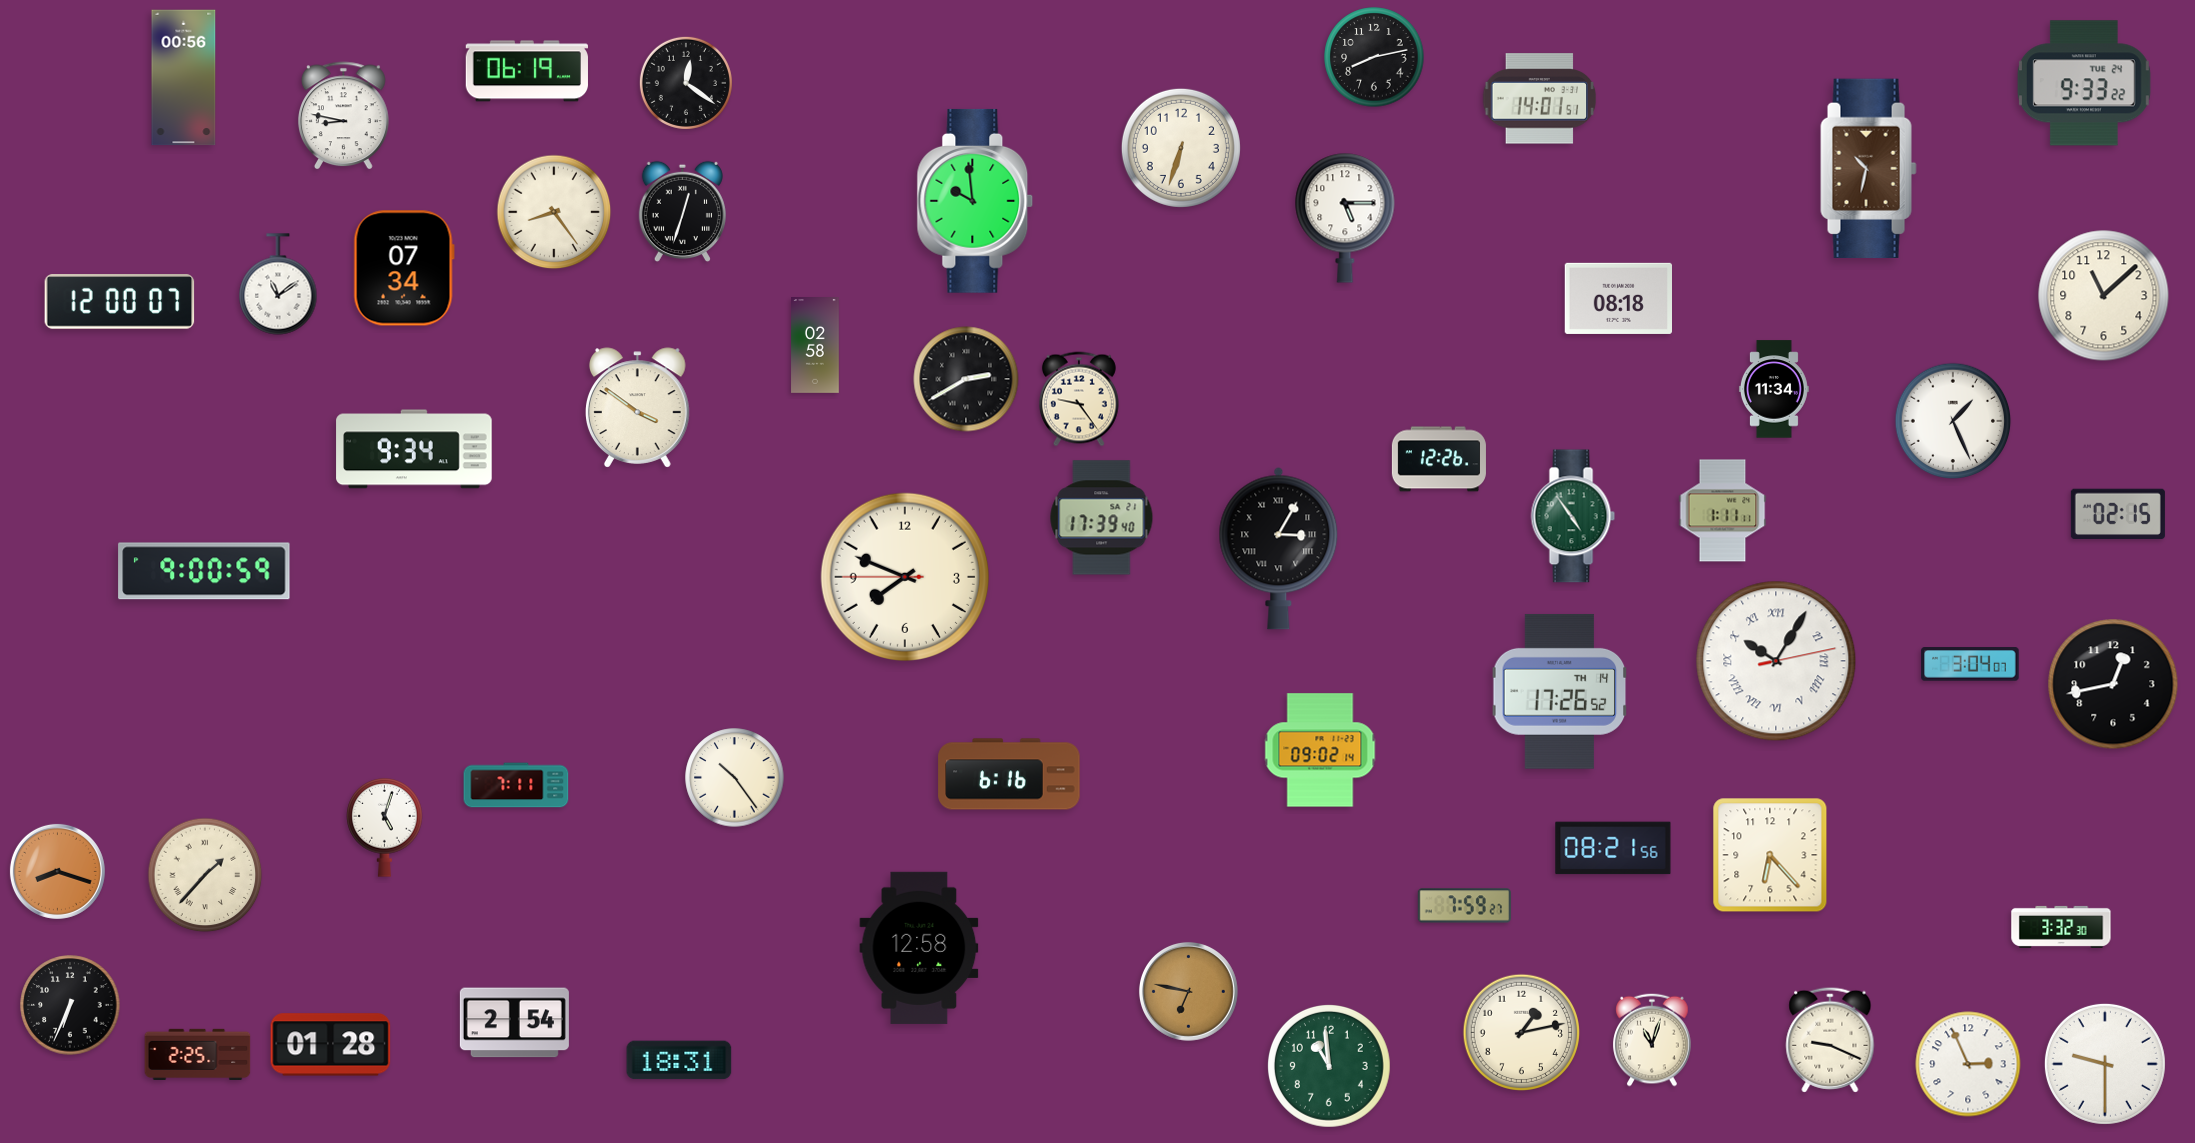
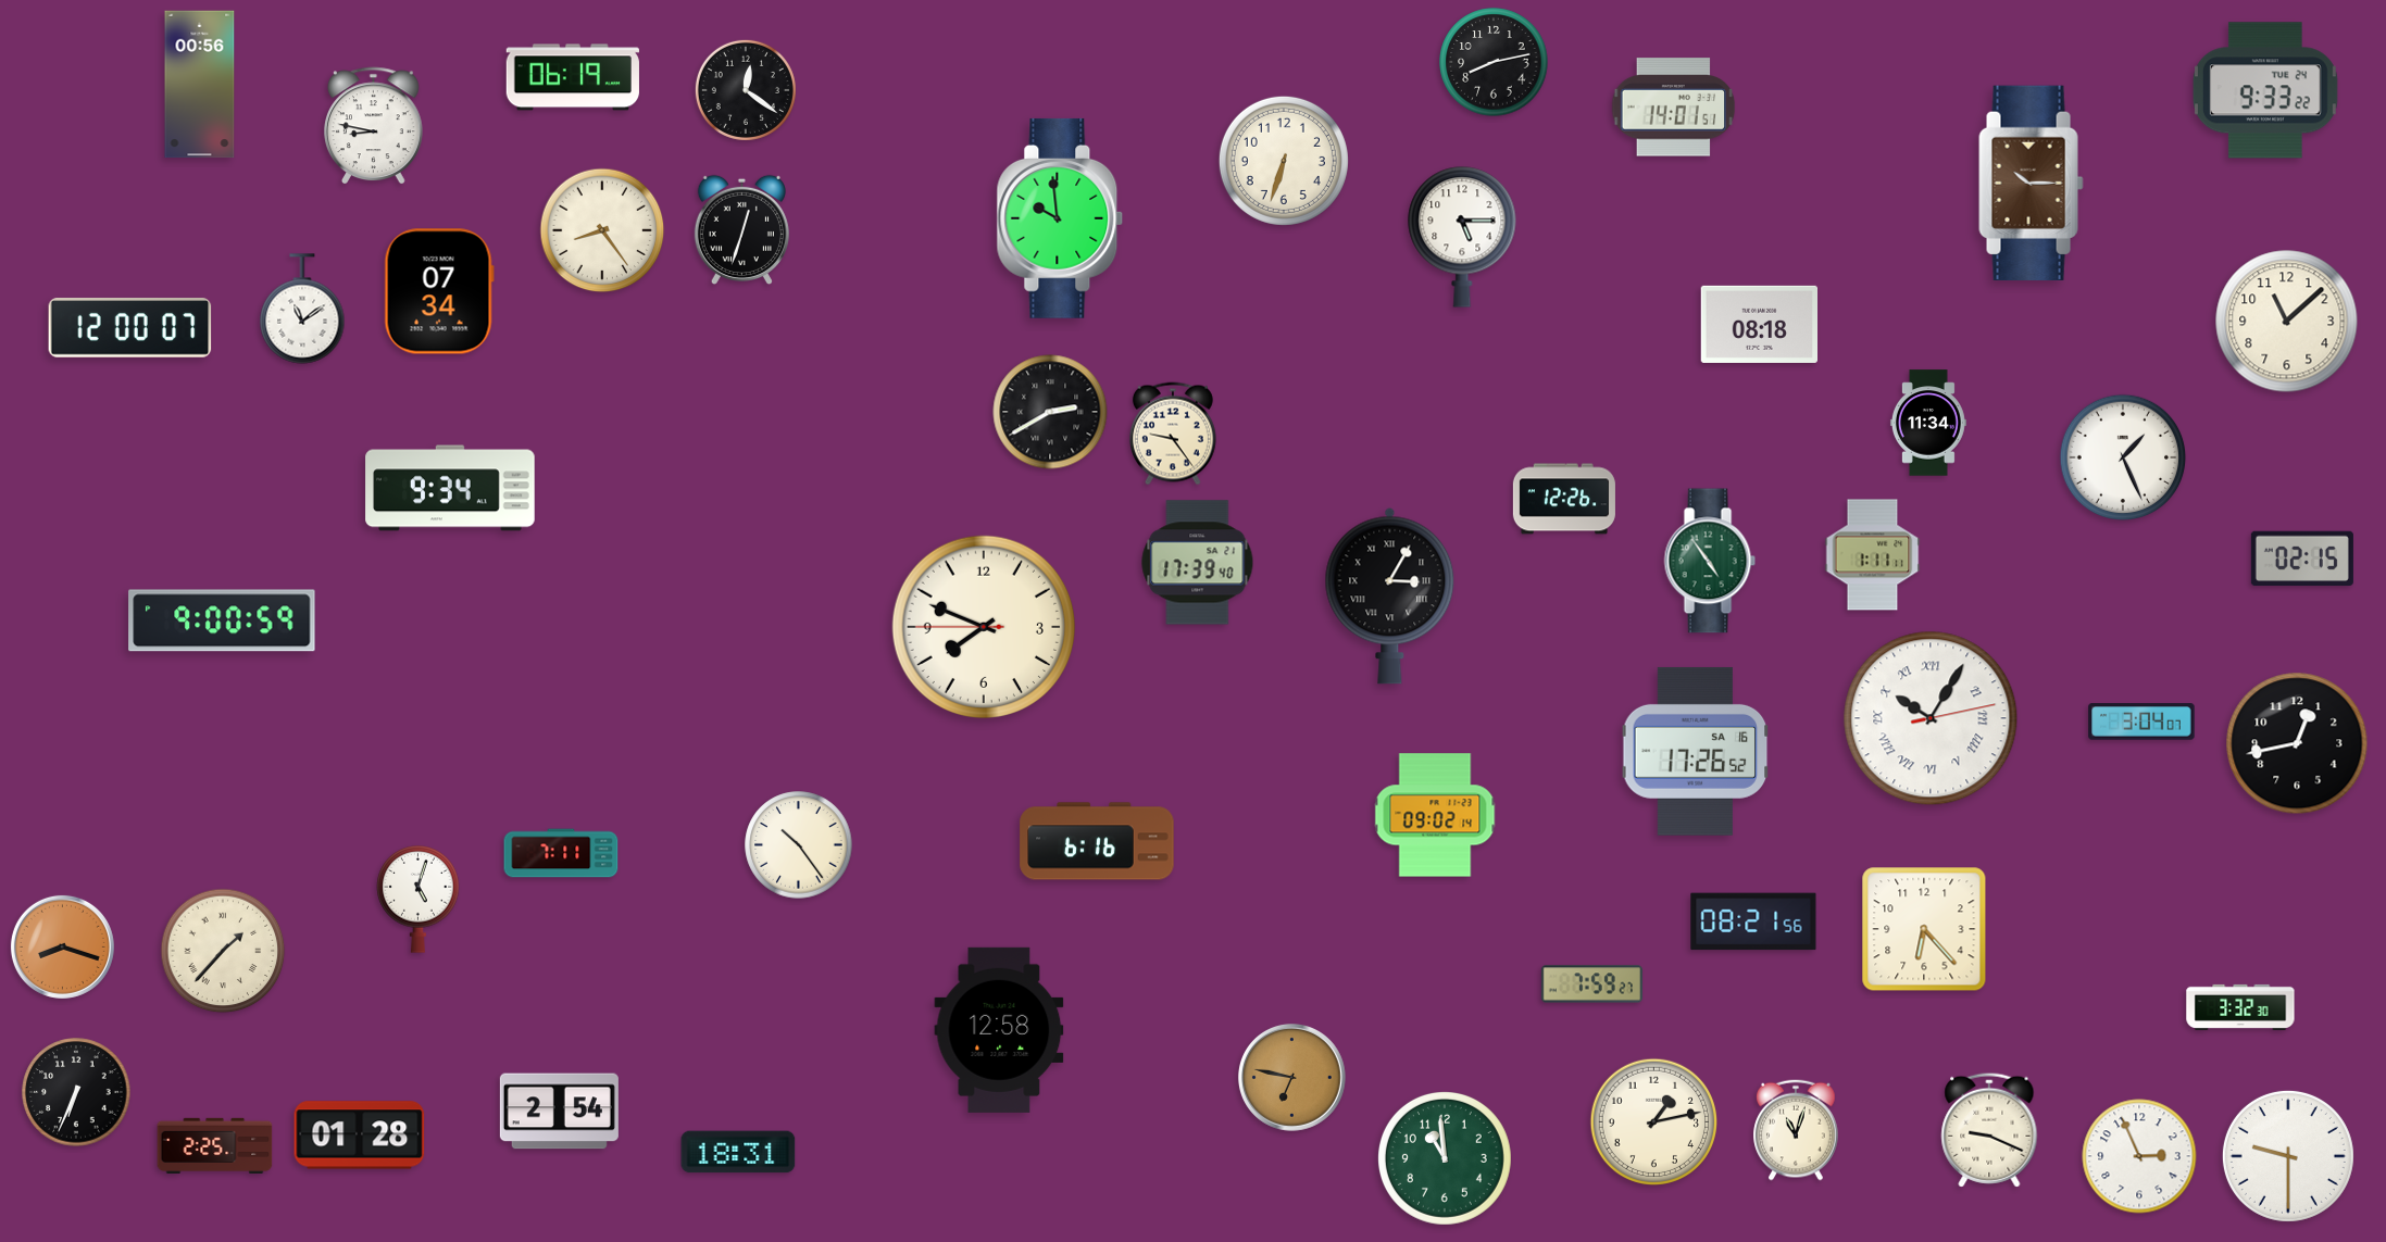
clock at (1869, 168): 10:32 -> 10:15
clock at (815, 346): 02:58 -> none
clock at (638, 408): 3:51 -> none
clock at (1560, 691) date: TH 14 -> SA 16
